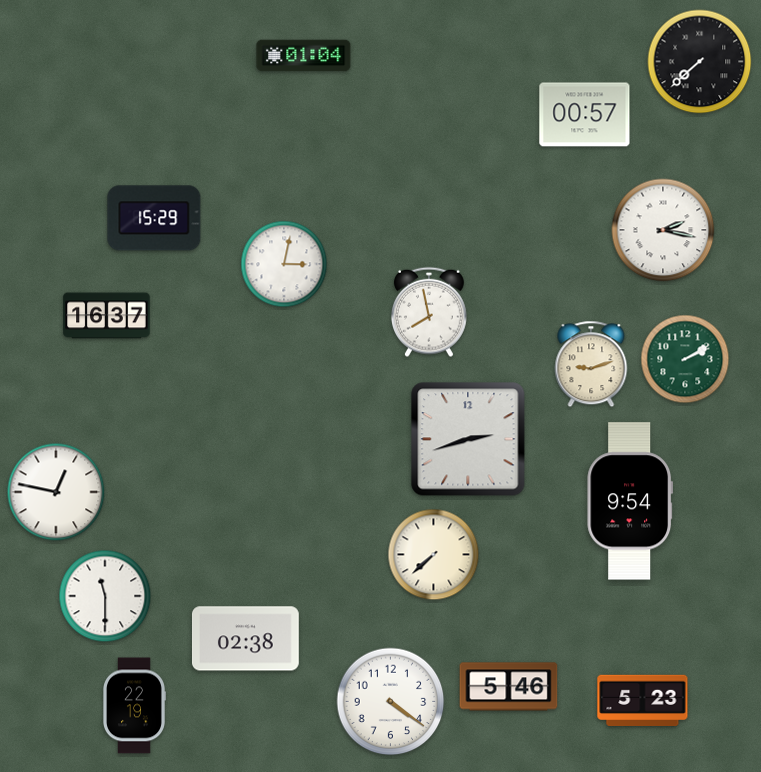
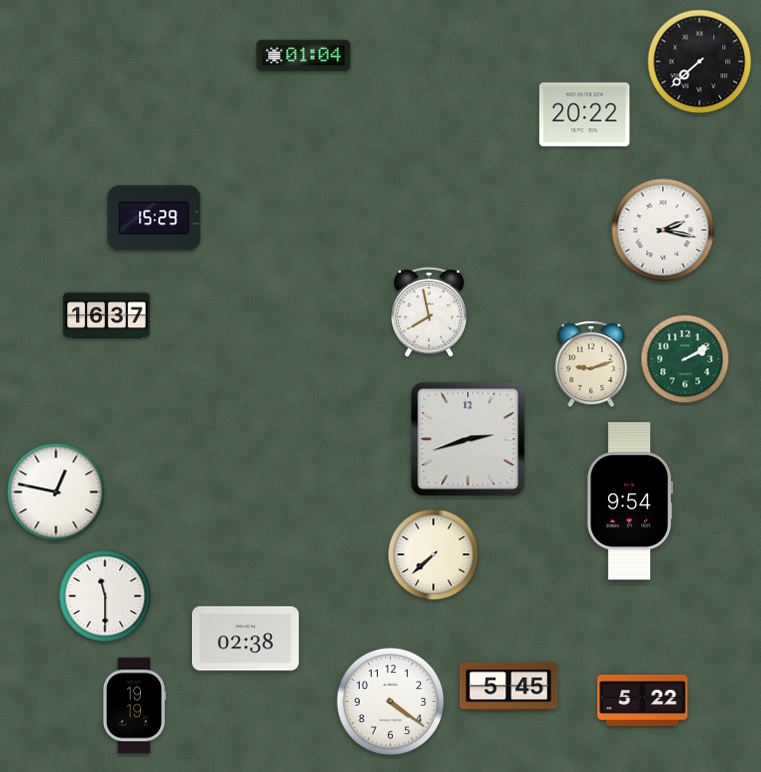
clock at (585, 115): 00:57 -> 20:22
clock at (284, 264): 3:02 -> none
clock at (509, 687): 5:46 -> 5:45
clock at (643, 701): 5:23 -> 5:22
clock at (135, 706): 22:19 -> 19:19
